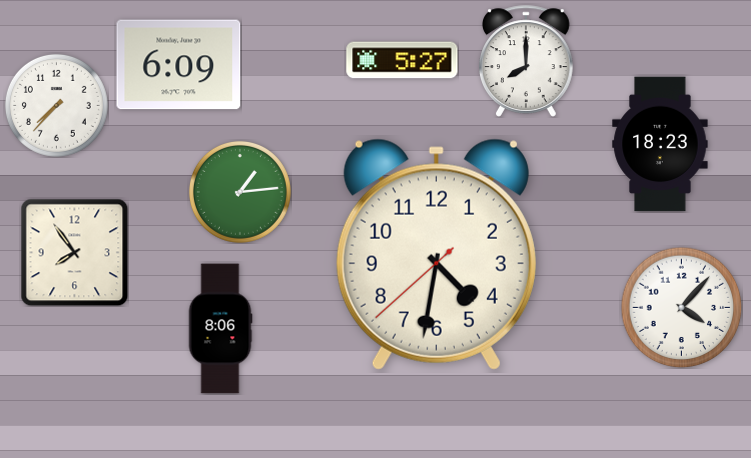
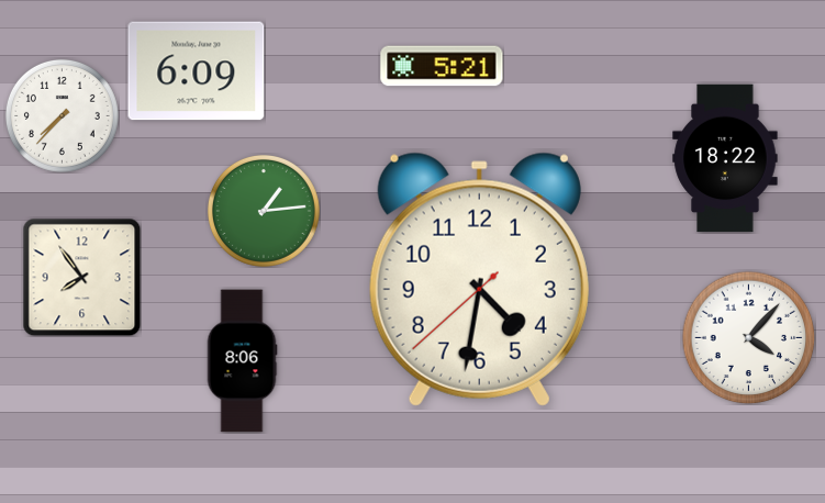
clock at (402, 60): 5:27 -> 5:21
clock at (526, 61): 8:00 -> none
clock at (660, 144): 18:23 -> 18:22
